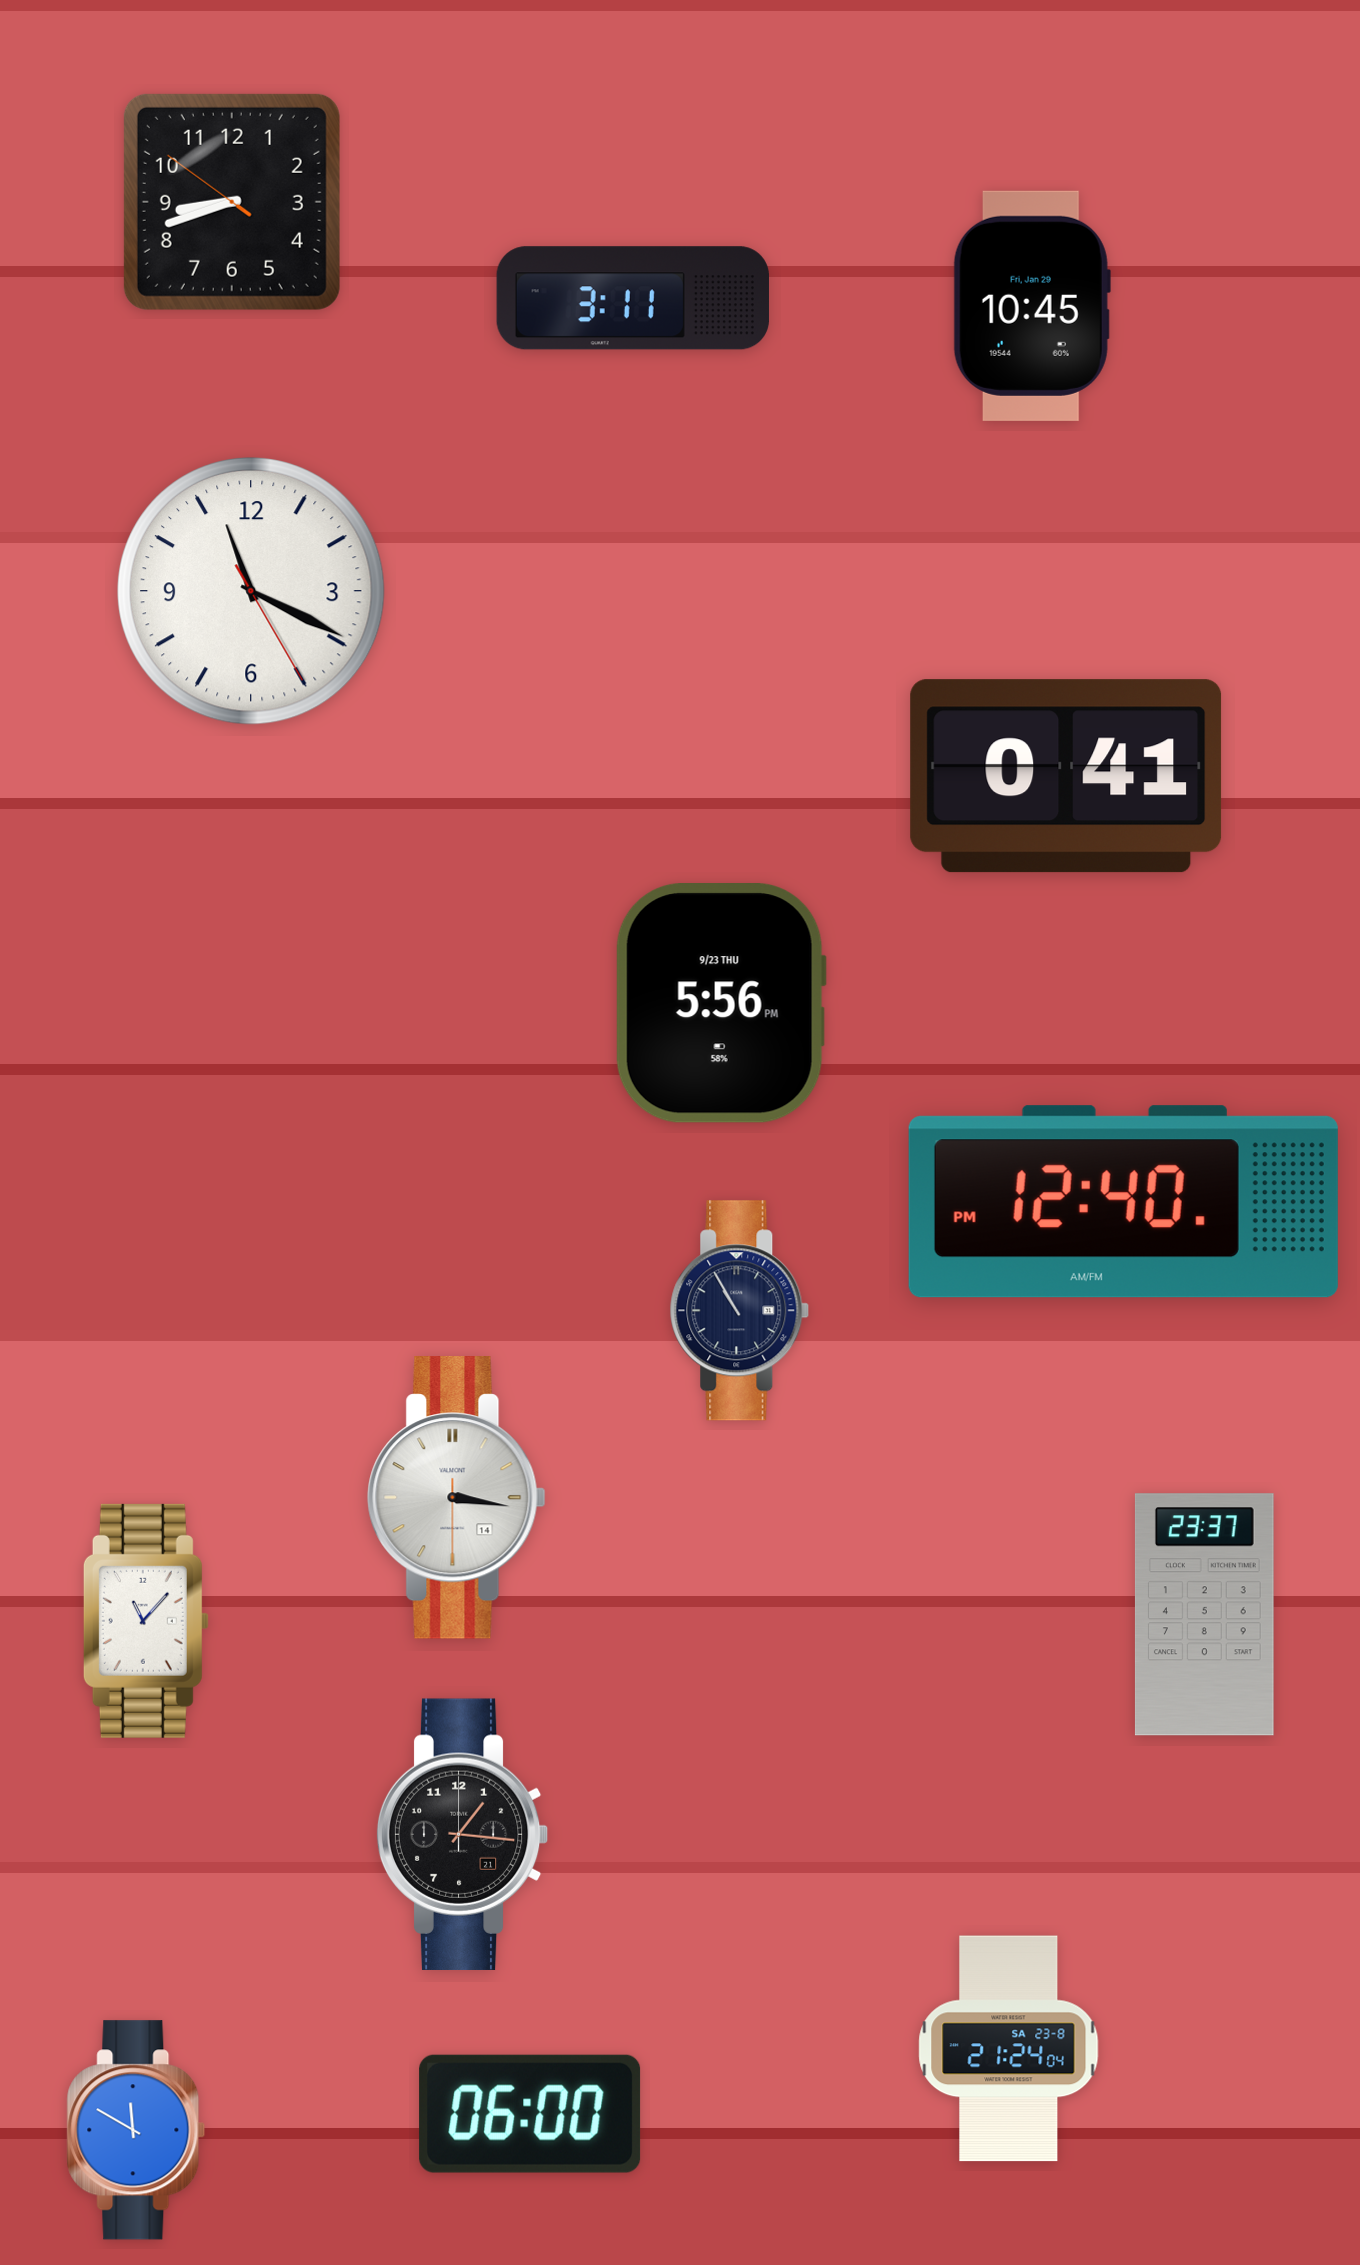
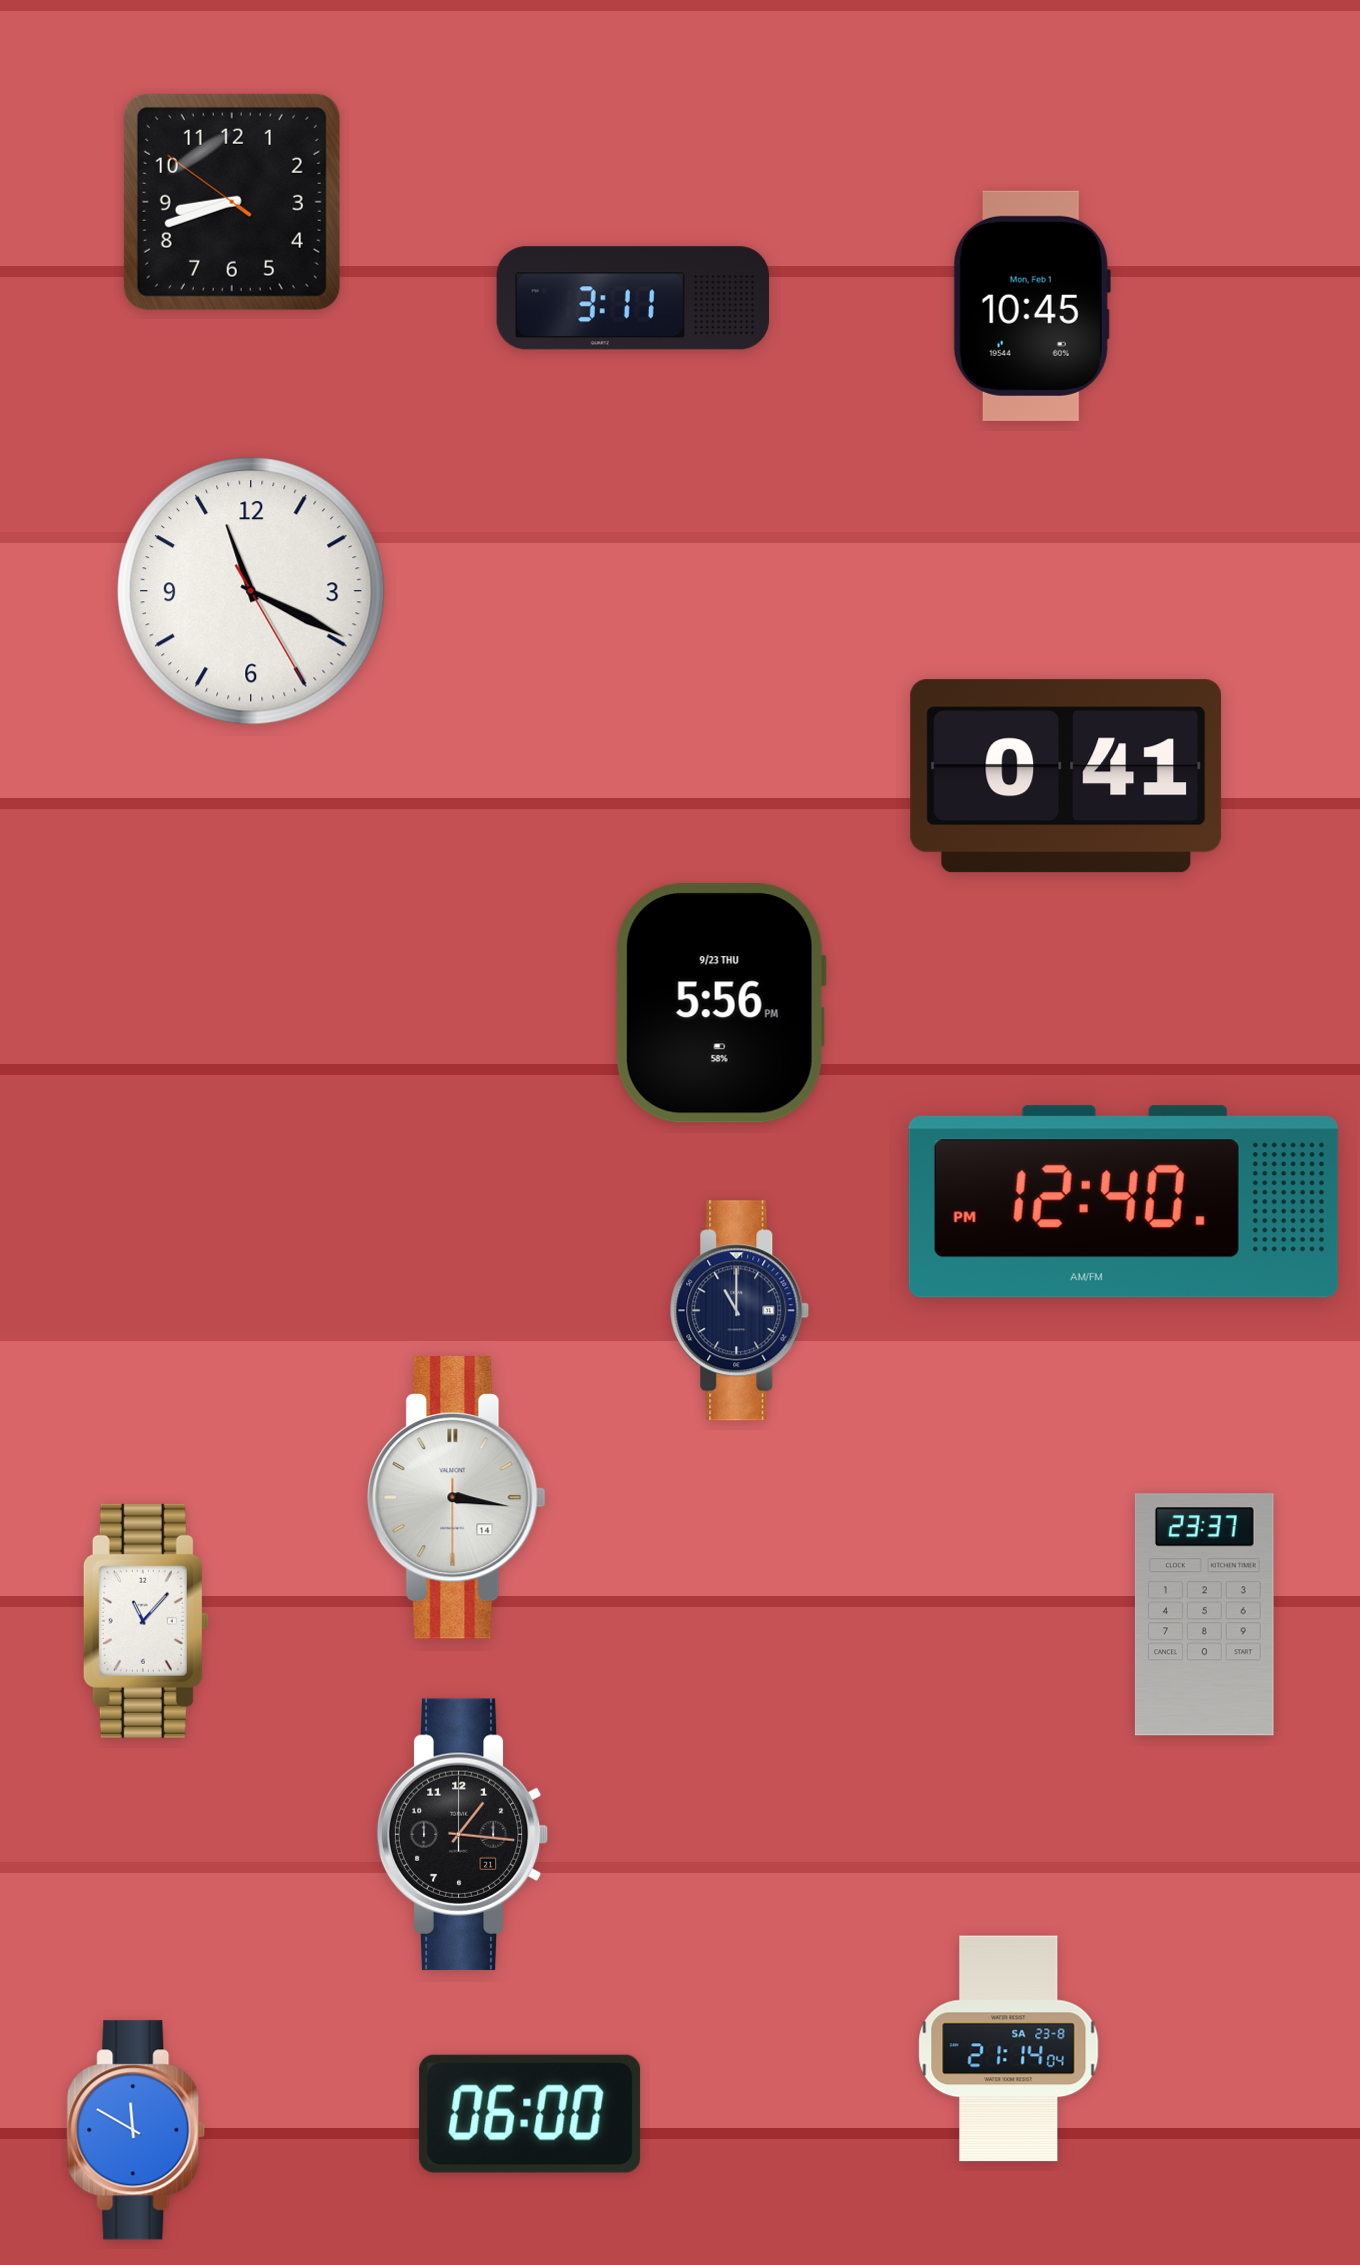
clock at (1032, 306) date: Fri, Jan 29 -> Mon, Feb 1
clock at (740, 1311): 10:55 -> 11:00
clock at (1009, 2049): 21:24 -> 21:14
